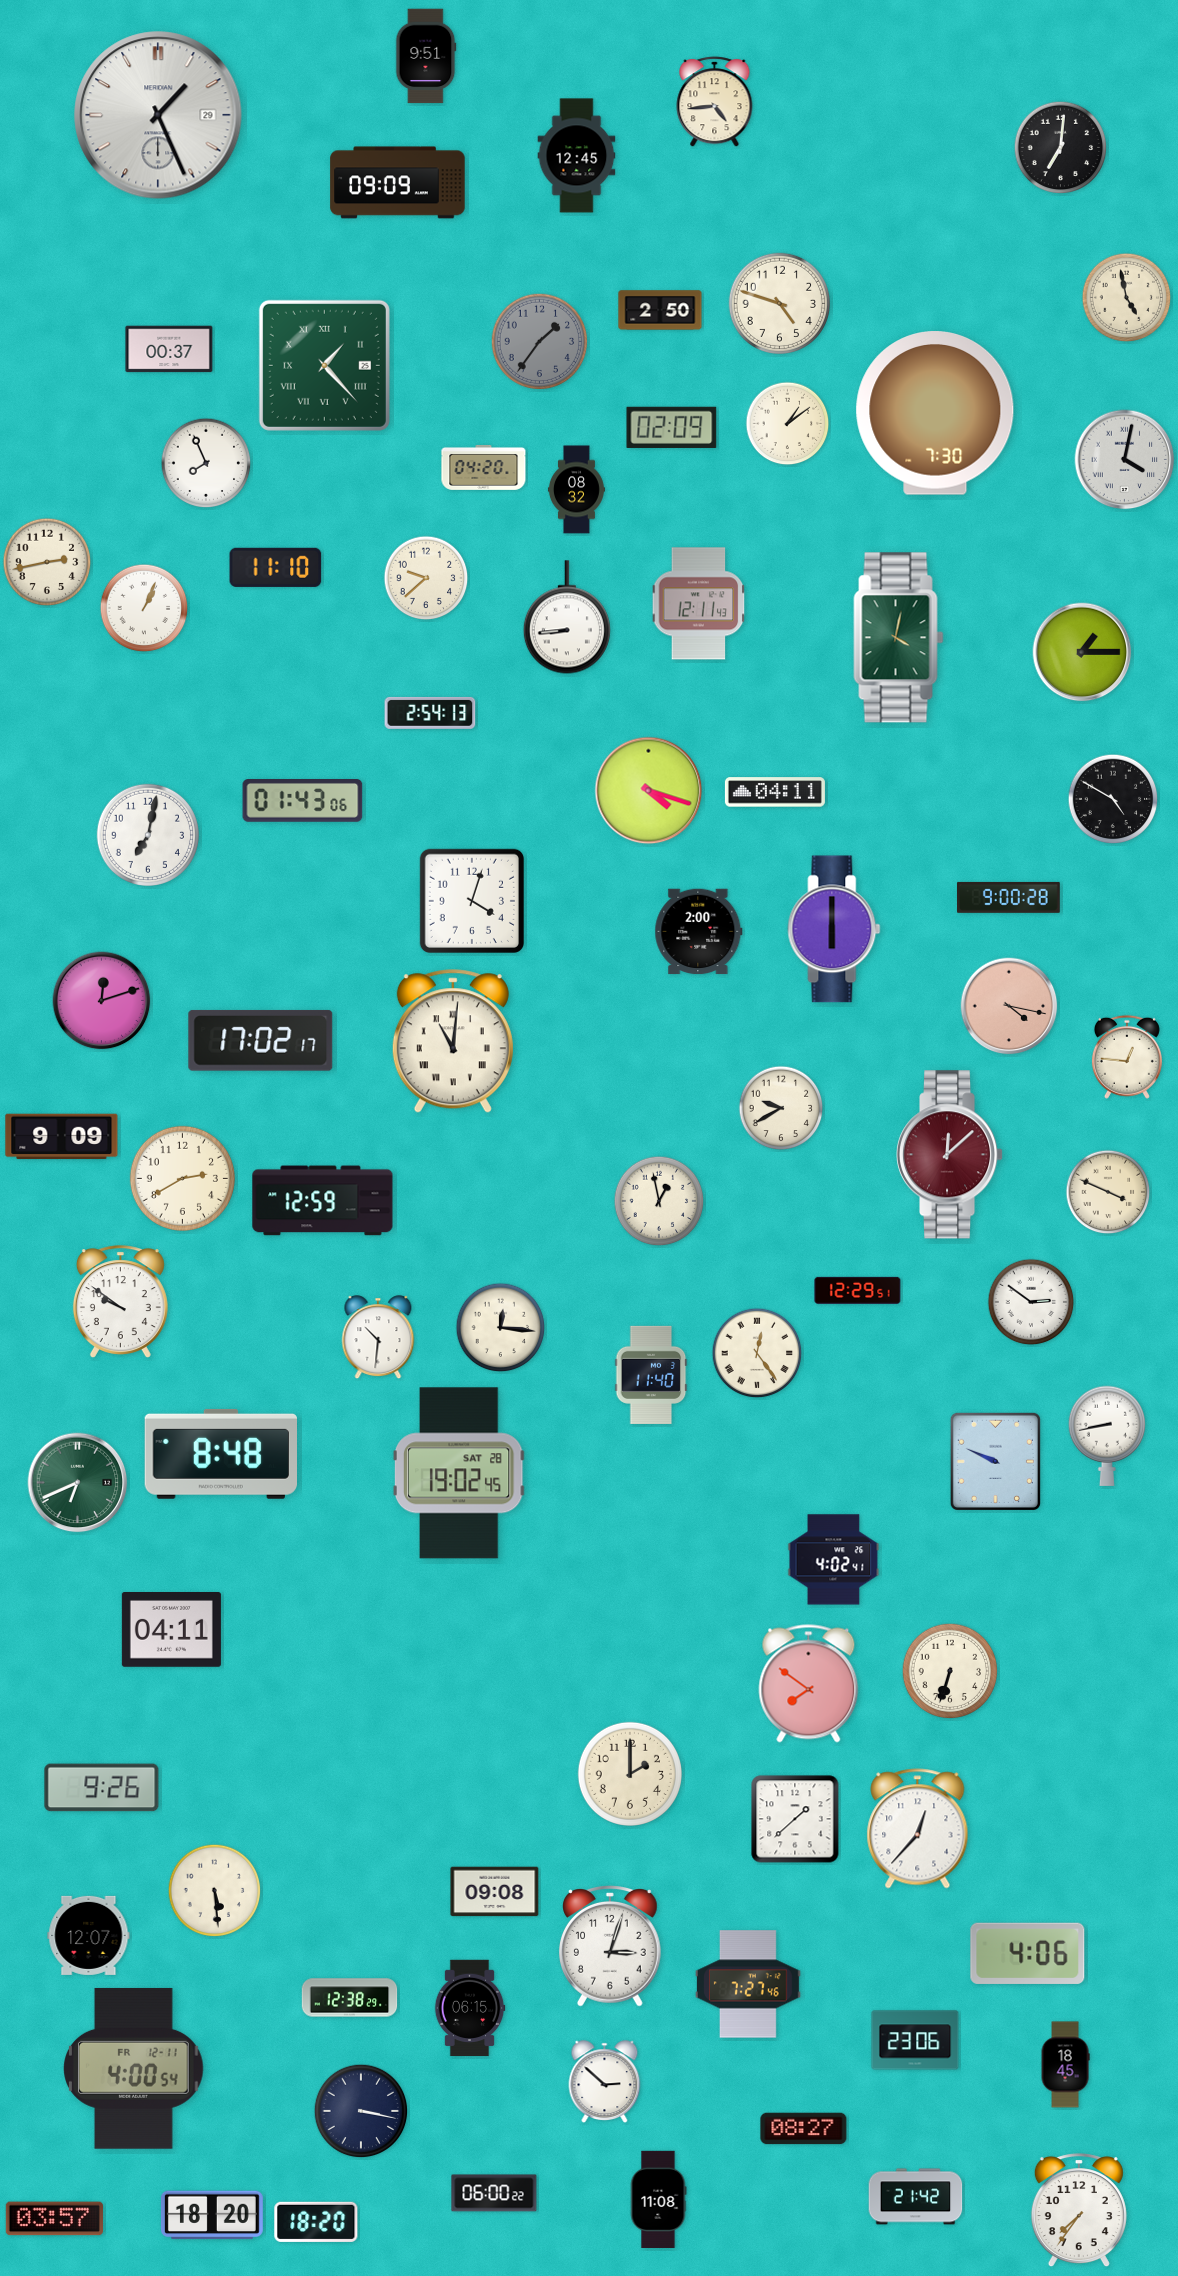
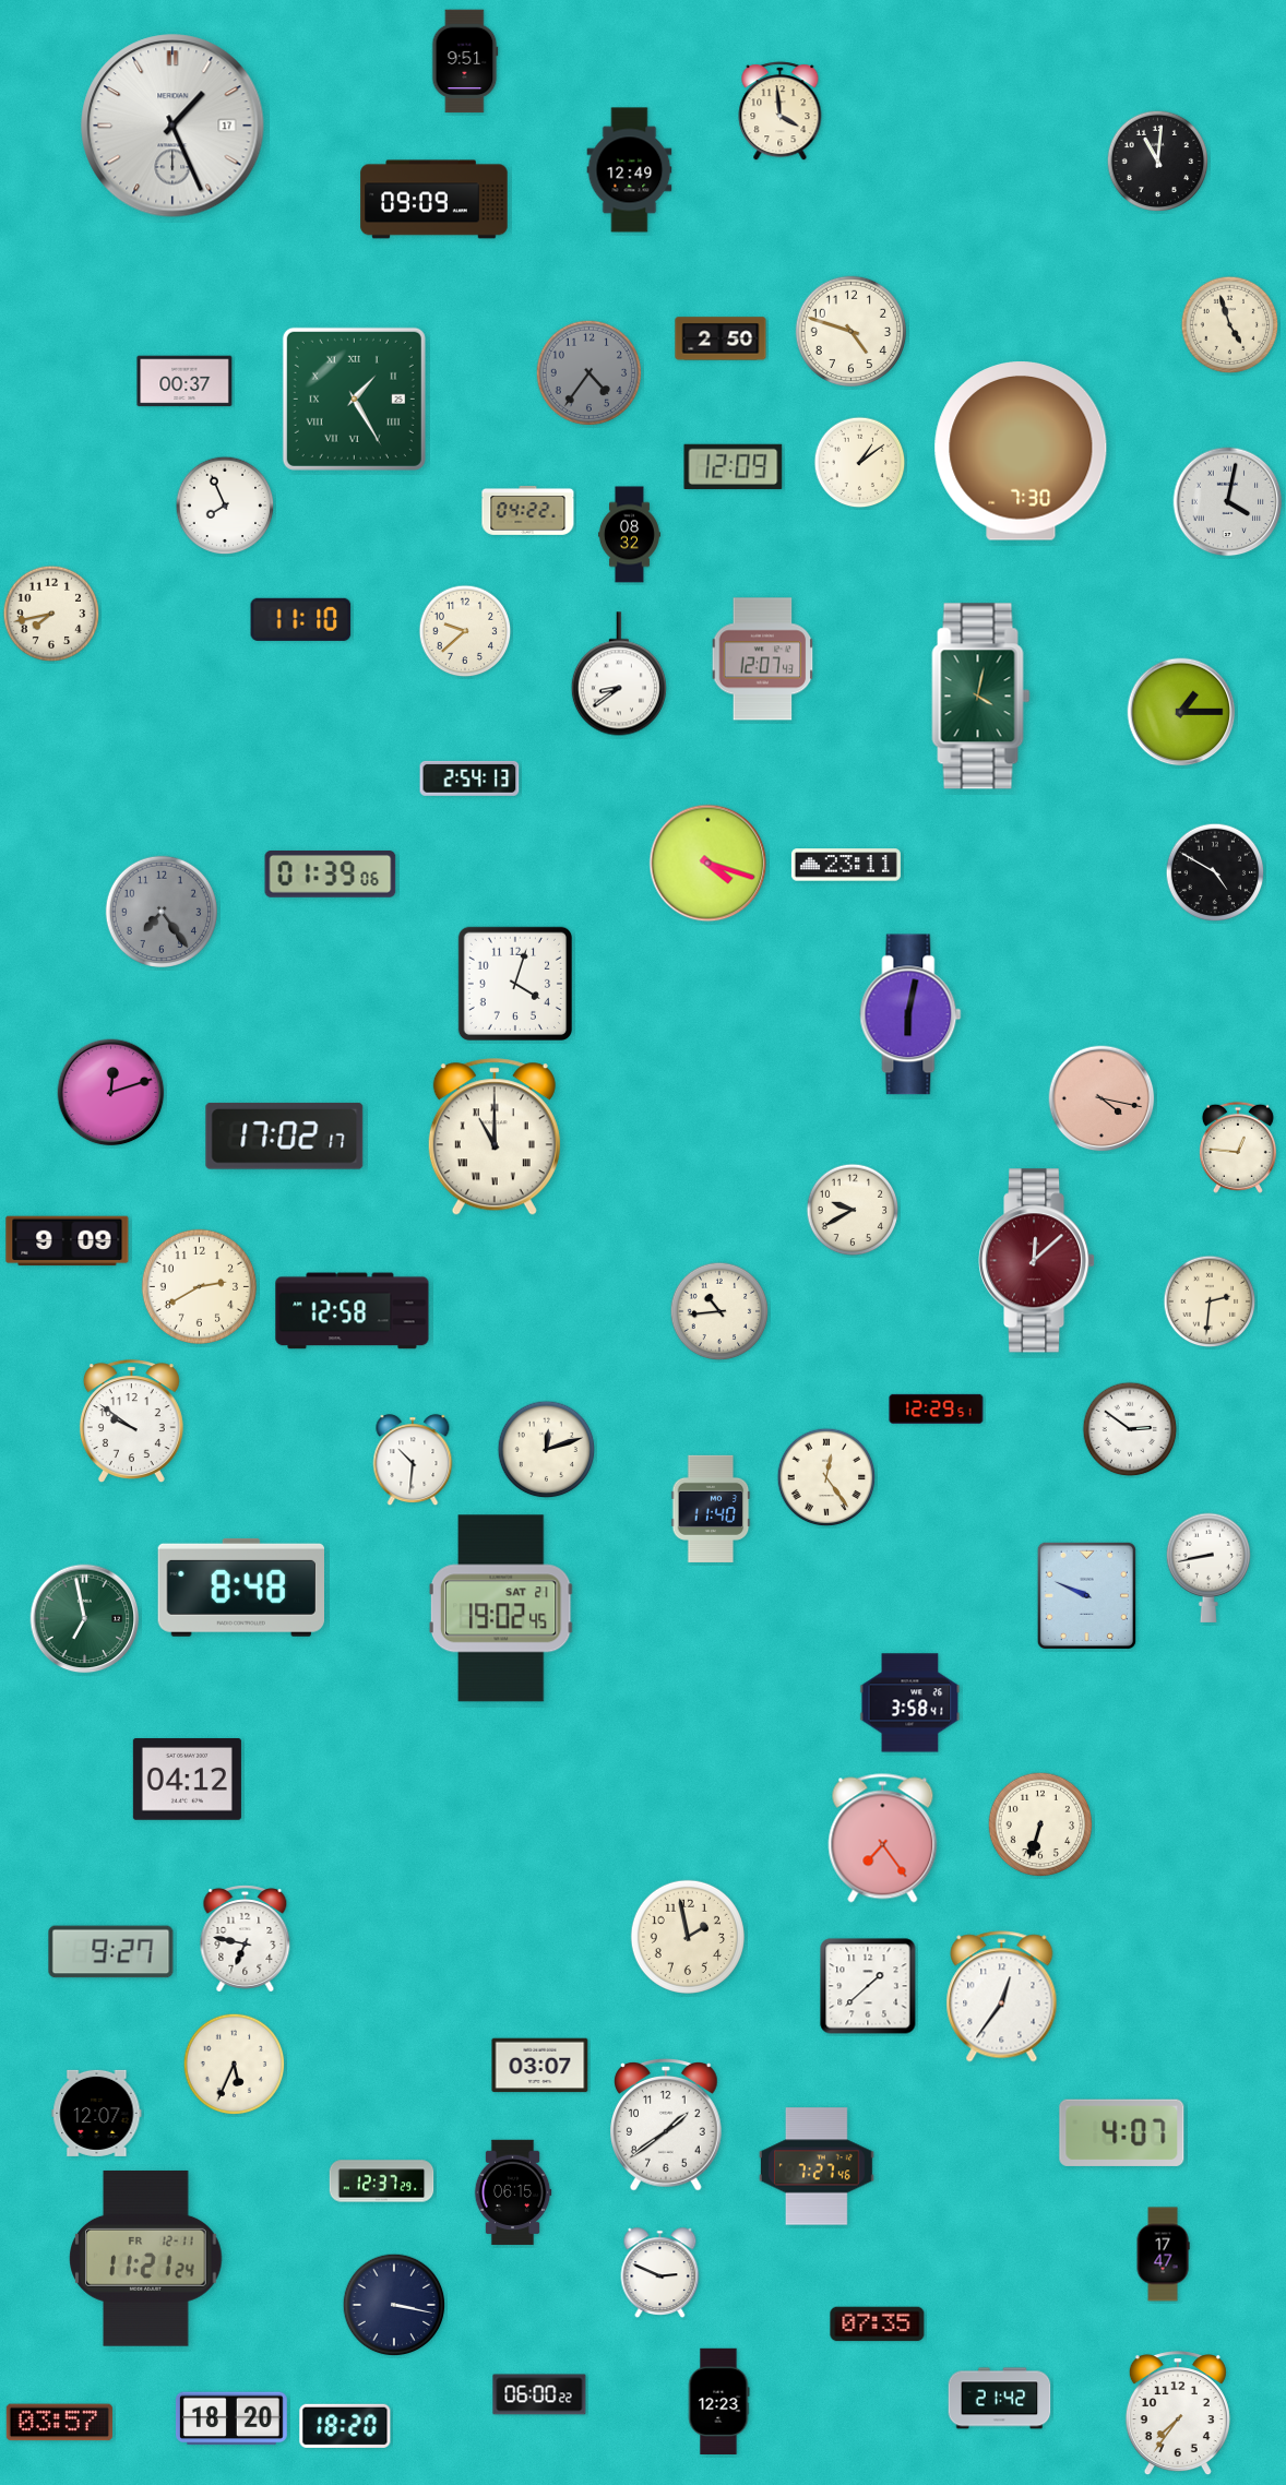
clock at (715, 102): 4:44 -> 3:59
clock at (158, 115) date: 29 -> 17
clock at (1061, 148): 7:01 -> 11:01
clock at (577, 156): 12:45 -> 12:49
clock at (1127, 298): 4:58 -> 4:57
clock at (540, 342): 1:36 -> 4:36
clock at (324, 365): 1:23 -> 1:25
clock at (672, 427): 02:09 -> 12:09
clock at (484, 467): 04:20 -> 04:22
clock at (47, 562): 2:43 -> 7:43
clock at (699, 604): 12:11 -> 12:07
clock at (144, 608): 1:04 -> none
clock at (567, 617): 8:44 -> 8:39
clock at (775, 792): 04:11 -> 23:11
clock at (303, 801): 01:43 -> 01:39
clock at (147, 834): 7:02 -> 7:24
clock at (147, 834) dial: white -> grey
clock at (1009, 897): 9:00 -> none
clock at (834, 929): 6:00 -> 6:02
clock at (699, 932): 2:00 -> none
clock at (453, 1042): 11:01 -> 11:00
clock at (1127, 1057) position: (1127, 1057) -> (1238, 1148)
clock at (1108, 1192): 3:49 -> 2:31
clock at (323, 1201): 12:59 -> 12:58
clock at (659, 1201): 12:58 -> 10:44
clock at (1031, 1302) position: (1031, 1302) -> (1130, 1429)
clock at (501, 1328): 12:16 -> 12:12
clock at (651, 1375) position: (651, 1375) -> (711, 1509)
clock at (459, 1473) date: SAT 28 -> SAT 21
clock at (78, 1483): 6:41 -> 6:58
clock at (834, 1560): 4:02 -> 3:58
clock at (171, 1630): 04:11 -> 04:12
clock at (950, 1671) position: (950, 1671) -> (1040, 1824)
clock at (809, 1684): 7:51 -> 7:24
clock at (630, 1774): 2:00 -> 1:58
clock at (246, 1939): none -> 6:47
clock at (102, 1788): 9:26 -> 9:27
clock at (918, 1829): 12:37 -> 12:36
clock at (215, 1891): 5:29 -> 5:34
clock at (495, 1892): 09:08 -> 03:07
clock at (611, 1946): 3:03 -> 1:39
clock at (1028, 1953): 4:06 -> 4:07
clock at (350, 1998): 12:38 -> 12:37
clock at (915, 2040): 23:06 -> none
clock at (1065, 2065): 18:45 -> 17:47
clock at (134, 2068): 4:00 -> 11:21
clock at (605, 2081): 2:52 -> 2:49
clock at (804, 2129): 08:27 -> 07:35
clock at (658, 2199): 11:08 -> 12:23
